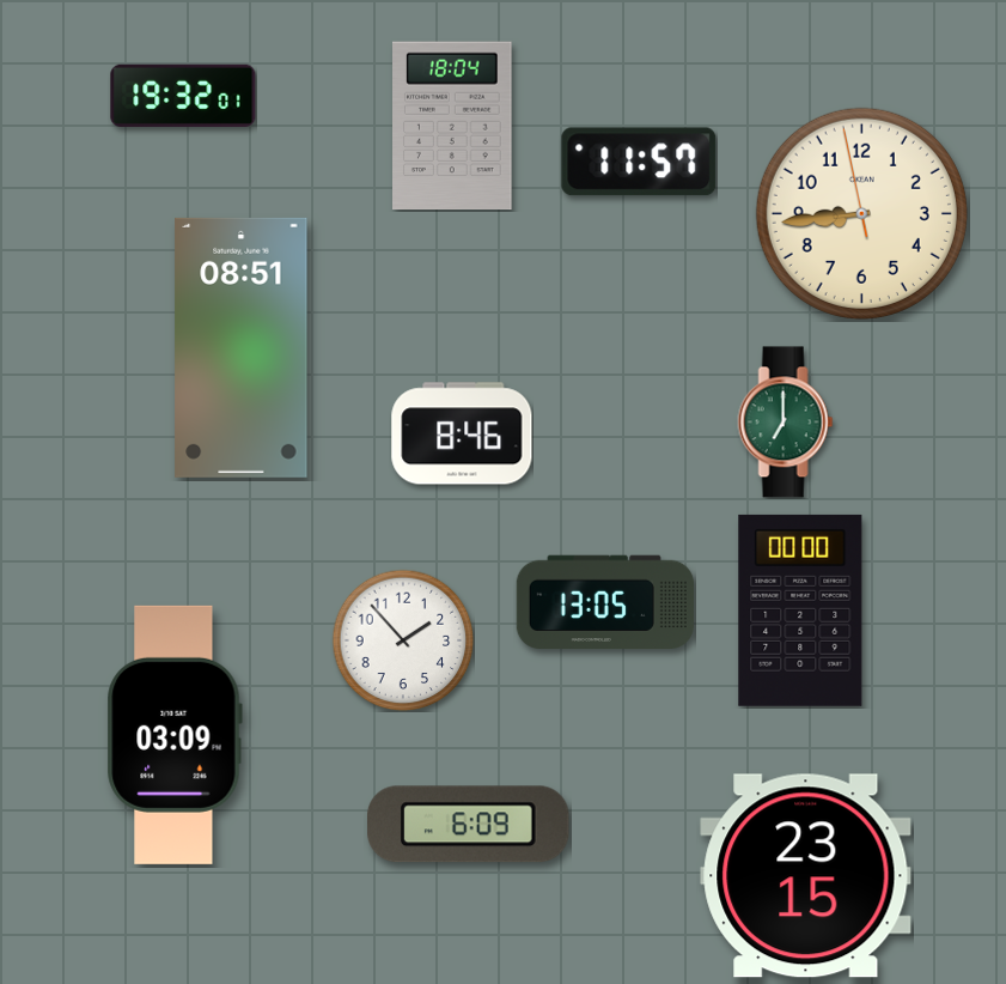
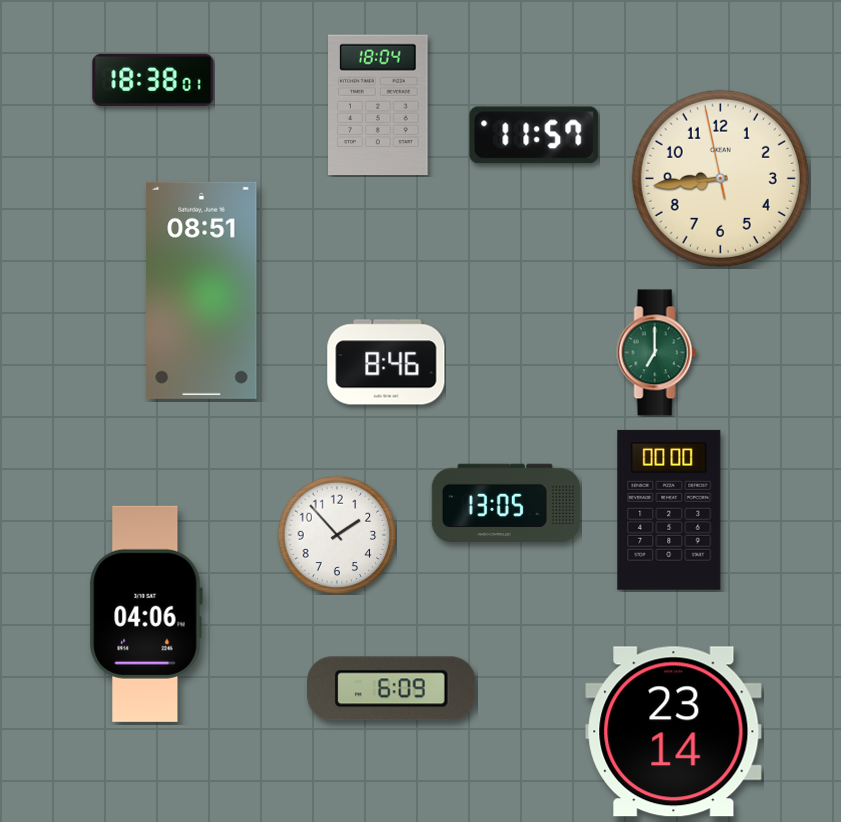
clock at (183, 96): 19:32 -> 18:38
clock at (175, 735): 03:09 -> 04:06
clock at (806, 876): 23:15 -> 23:14
